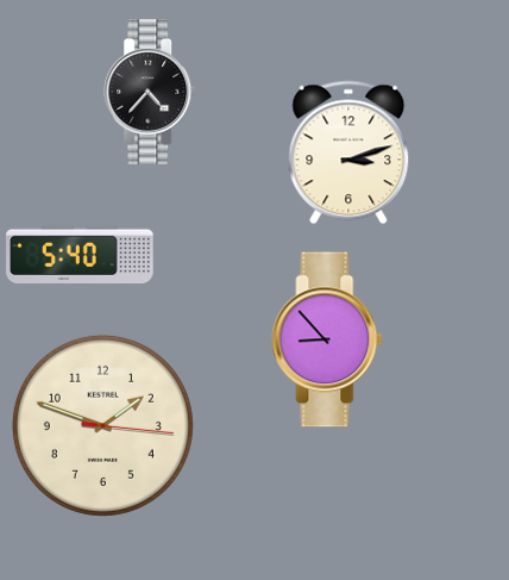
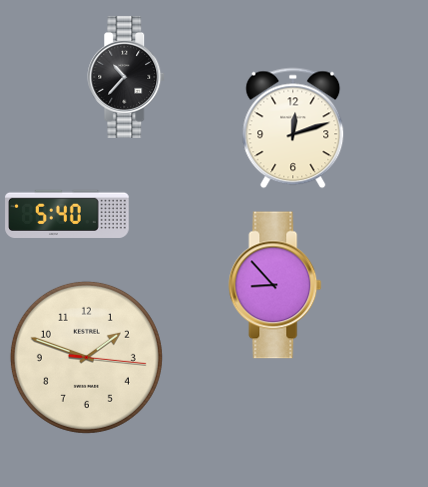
clock at (151, 92): 4:37 -> 10:37
clock at (348, 152): 3:12 -> 12:12
